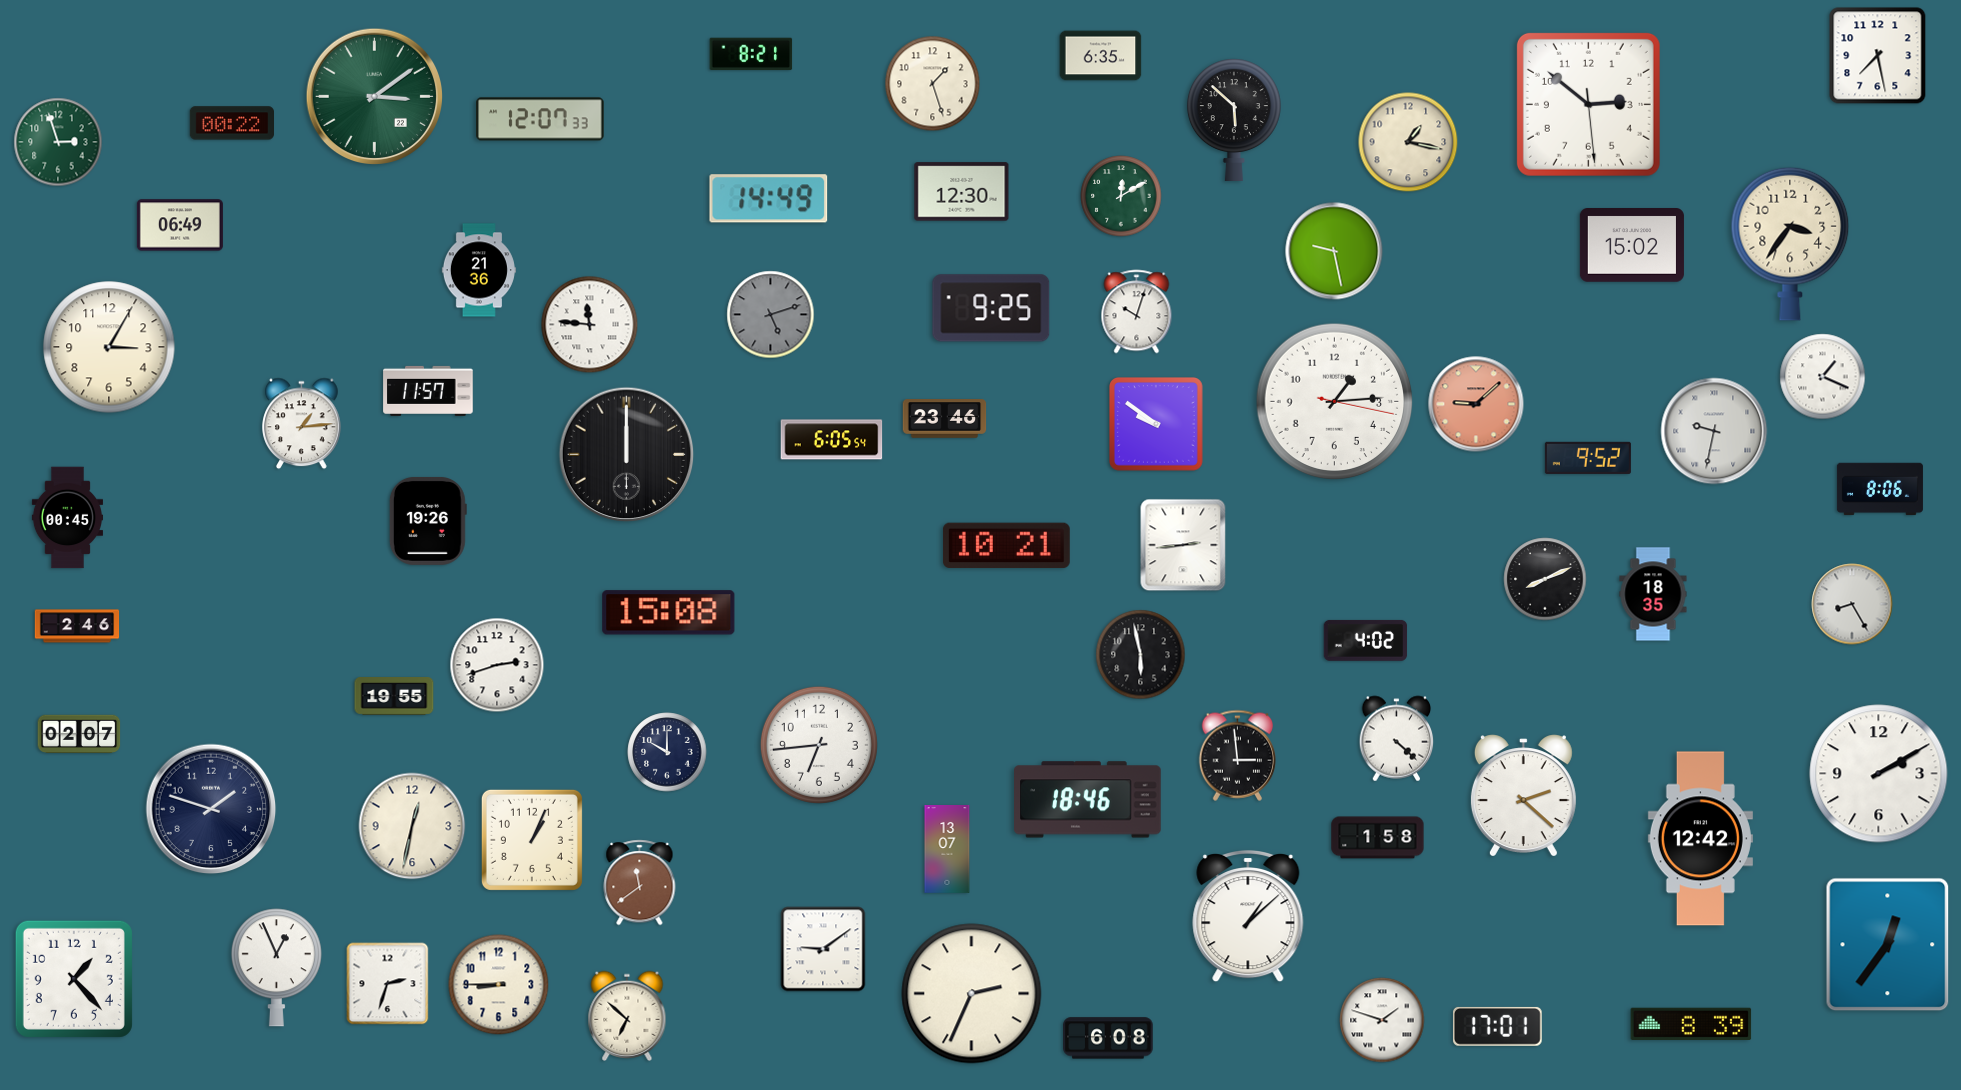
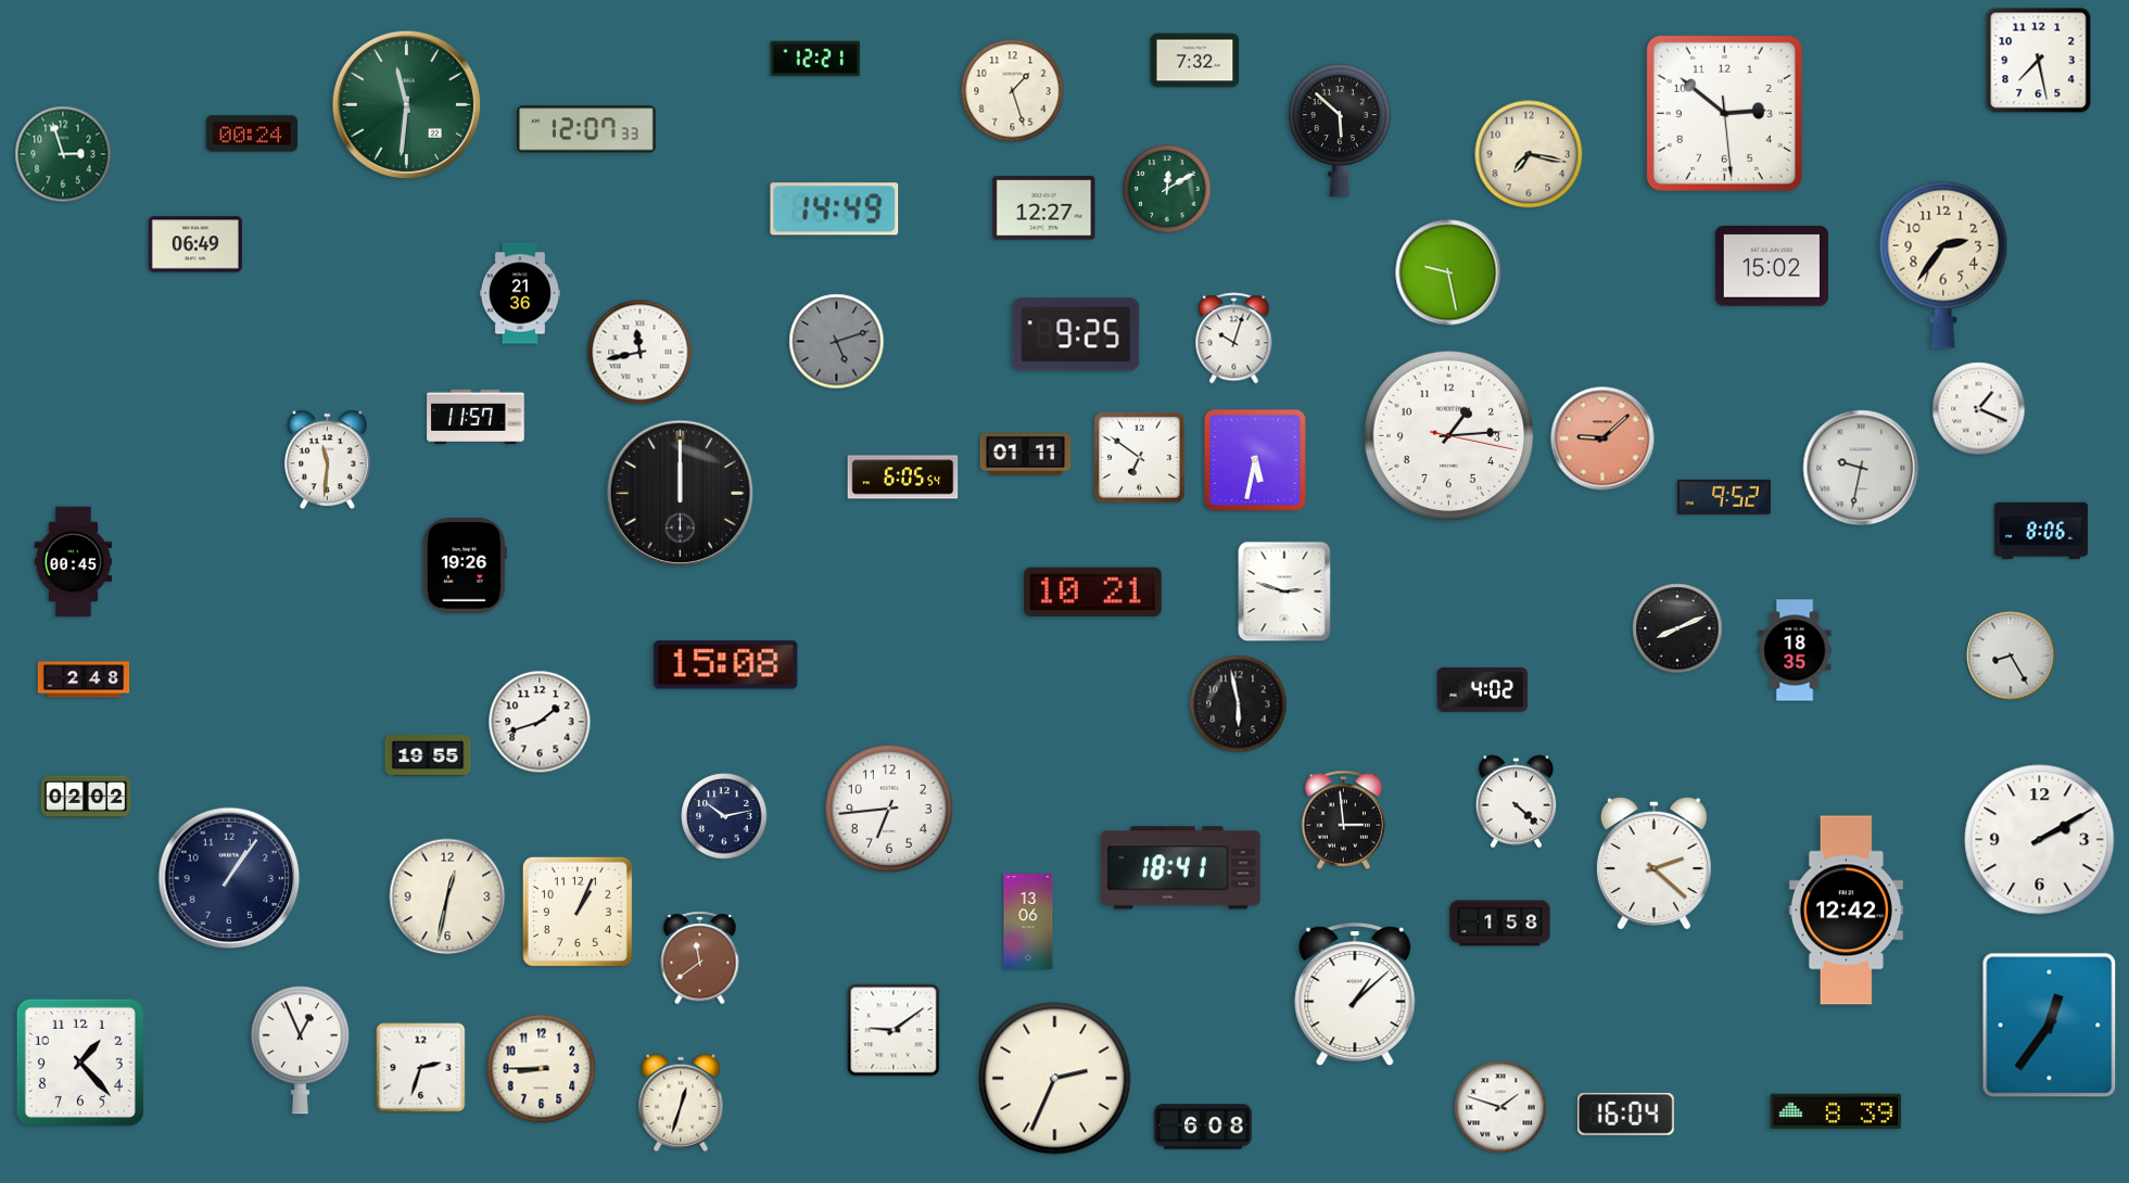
clock at (751, 54): 8:21 -> 12:21
clock at (1101, 56): 6:35 -> 7:32
clock at (375, 97): 3:09 -> 11:31
clock at (231, 123): 00:22 -> 00:24
clock at (1408, 142): 1:17 -> 7:17
clock at (962, 192): 12:30 -> 12:27
clock at (1121, 196) position: (1121, 196) -> (1167, 189)
clock at (769, 199) position: (769, 199) -> (835, 209)
clock at (1790, 244): 3:36 -> 2:36
clock at (590, 325): 11:46 -> 11:43
clock at (109, 347): 3:05 -> none
clock at (428, 391) position: (428, 391) -> (476, 417)
clock at (945, 419): 23:46 -> 01:11
clock at (1140, 458): none -> 6:51
clock at (302, 424): 1:14 -> 11:31
clock at (1157, 425): 9:51 -> 5:32
clock at (1183, 545): 2:44 -> 2:48
clock at (1653, 594) position: (1653, 594) -> (1795, 650)
clock at (77, 626): 2:46 -> 2:48
clock at (1366, 640) position: (1366, 640) -> (1483, 689)
clock at (1141, 655) position: (1141, 655) -> (1239, 704)
clock at (497, 665): 2:42 -> 1:42
clock at (79, 734): 02:07 -> 02:02
clock at (667, 752): 10:00 -> 10:13
clock at (1088, 800): 18:46 -> 18:41
clock at (211, 809): 1:48 -> 1:06
clock at (1378, 838) position: (1378, 838) -> (1500, 924)
clock at (947, 850): 13:07 -> 13:06
clock at (640, 883) position: (640, 883) -> (700, 958)
clock at (627, 1015): 6:52 -> 12:33
clock at (1497, 1026): 17:01 -> 16:04
